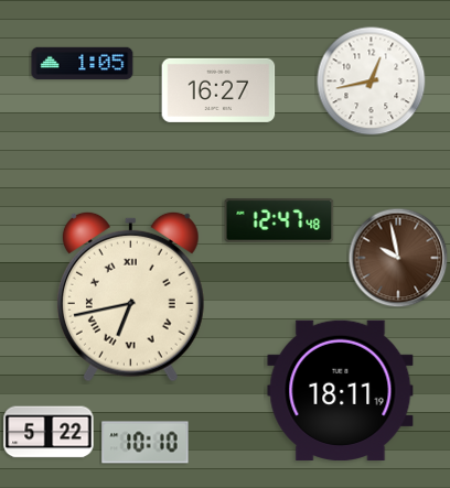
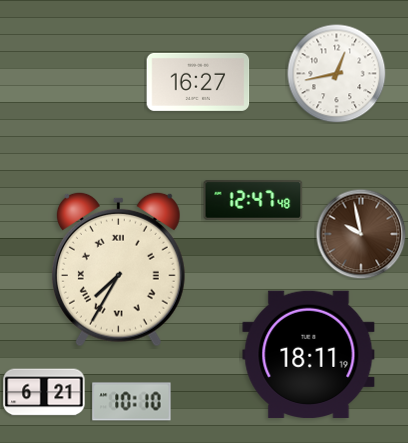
clock at (83, 64): 1:05 -> none
clock at (130, 296): 6:43 -> 7:35
clock at (49, 432): 5:22 -> 6:21
